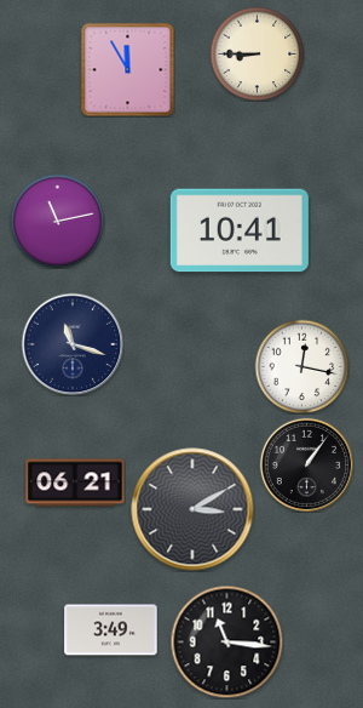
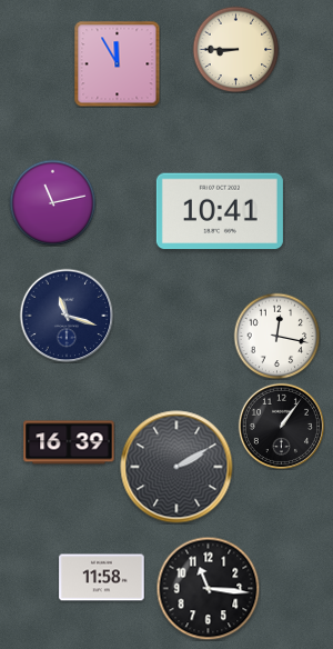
clock at (75, 483): 06:21 -> 16:39
clock at (192, 509): 3:10 -> 2:10
clock at (111, 630): 3:49 -> 11:58
